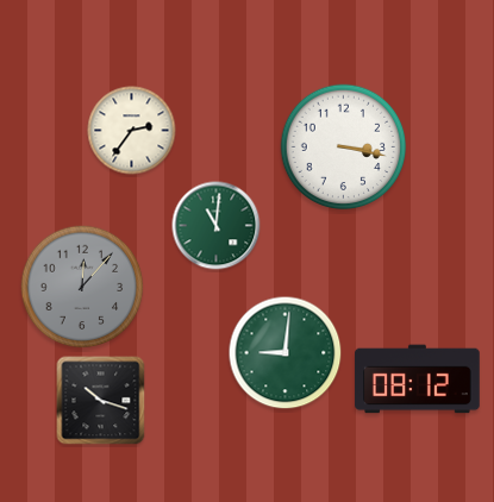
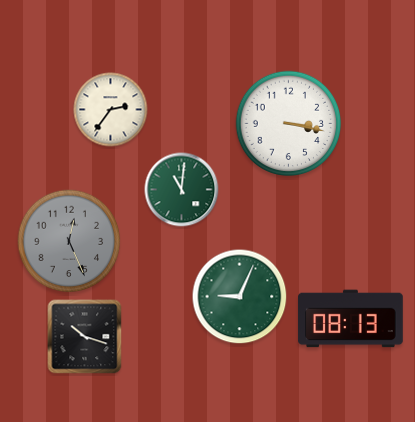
clock at (82, 287): 12:07 -> 12:26
clock at (286, 353): 9:01 -> 9:04
clock at (418, 379): 08:12 -> 08:13
